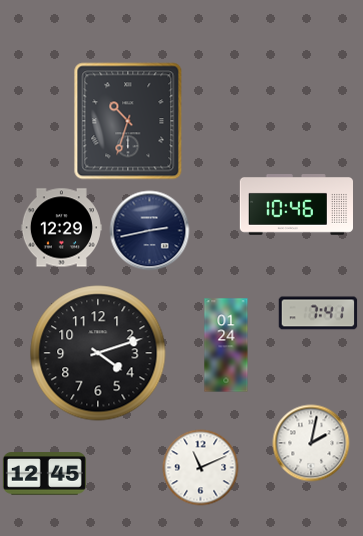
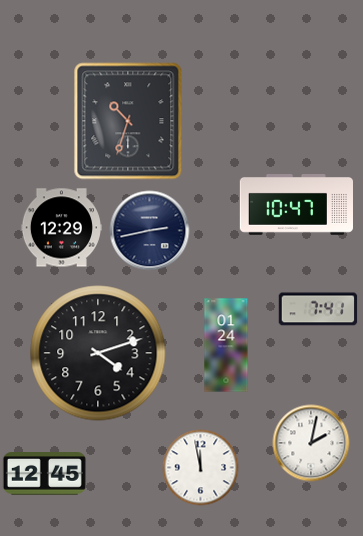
clock at (296, 205): 10:46 -> 10:47
clock at (318, 313) position: (318, 313) -> (318, 309)
clock at (201, 468): 11:11 -> 11:58
